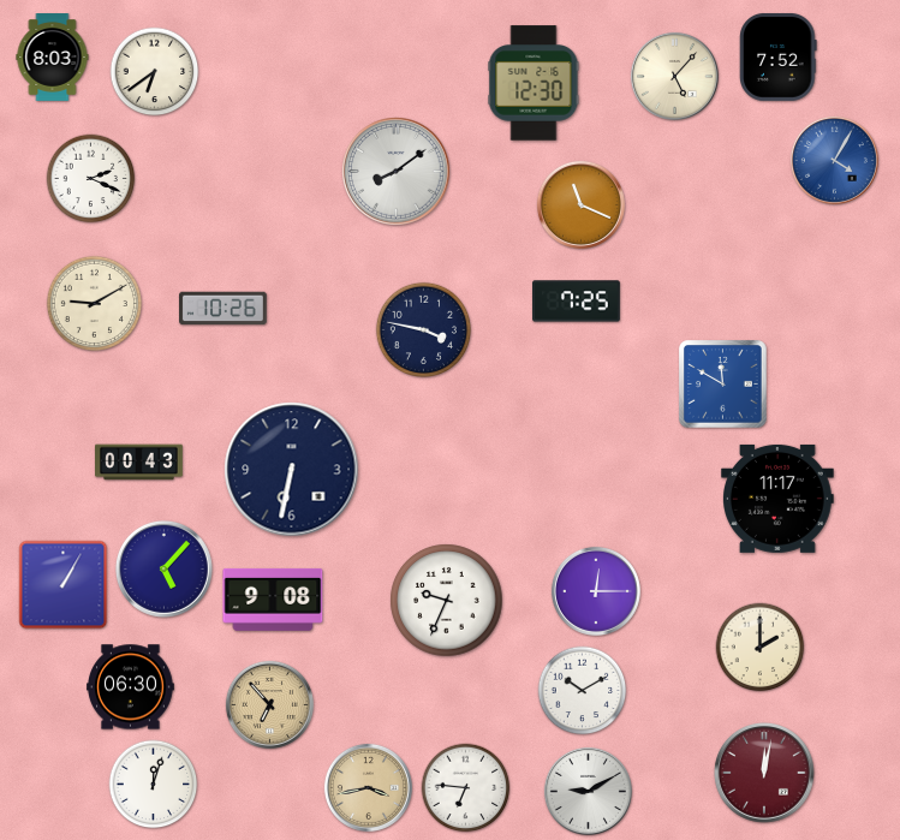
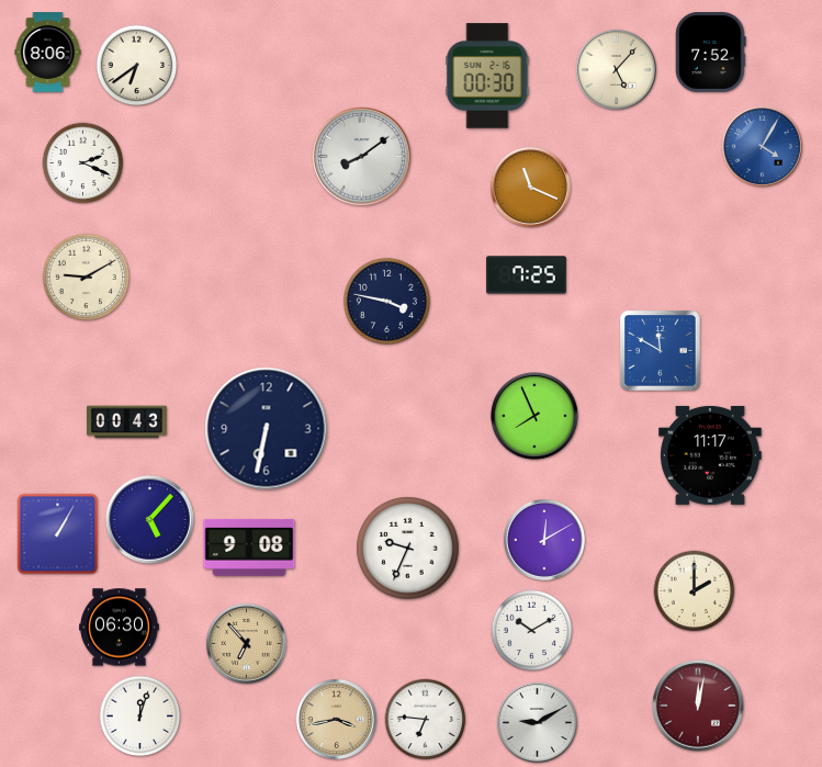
clock at (53, 58): 8:03 -> 8:06
clock at (155, 72) position: (155, 72) -> (137, 66)
clock at (534, 83): 12:30 -> 00:30
clock at (223, 309): 10:26 -> none
clock at (534, 416): none -> 7:56
clock at (596, 591): 12:15 -> 12:10
